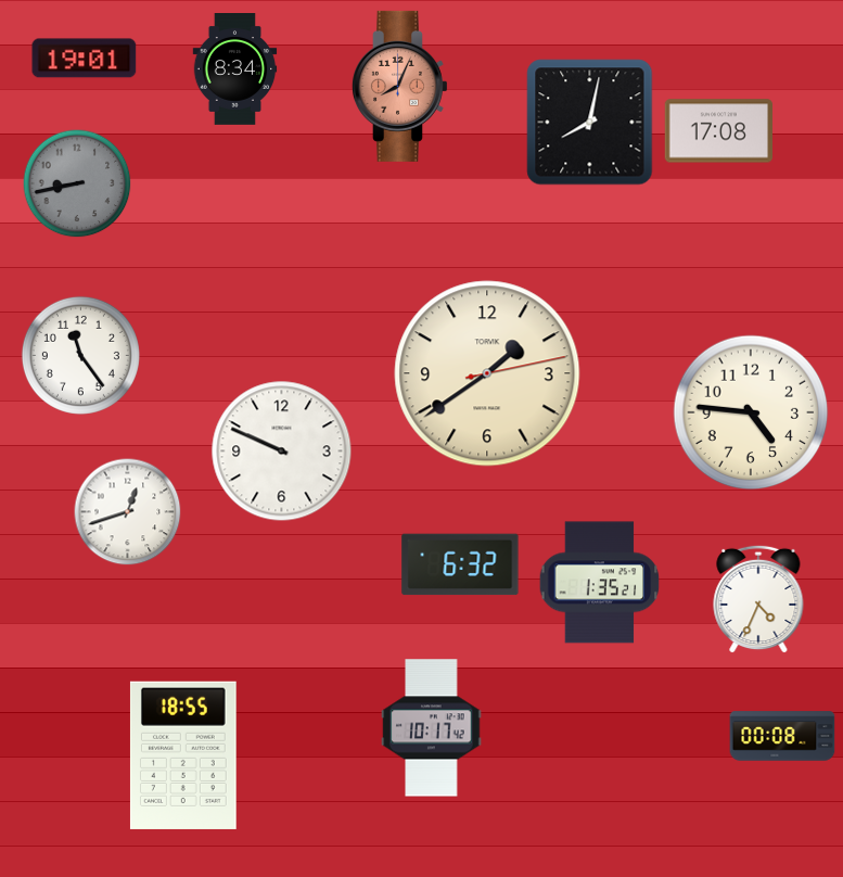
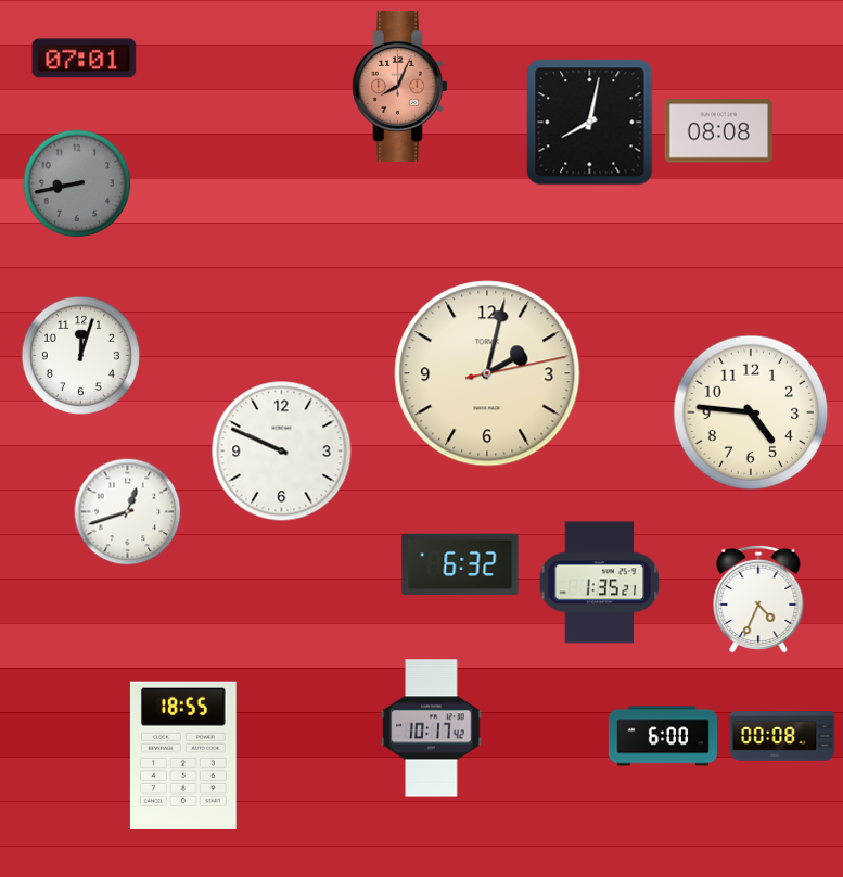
clock at (85, 59): 19:01 -> 07:01
clock at (235, 69): 8:34 -> none
clock at (718, 131): 17:08 -> 08:08
clock at (80, 355): 11:24 -> 12:03
clock at (487, 373): 1:39 -> 2:02
clock at (662, 736): none -> 6:00
